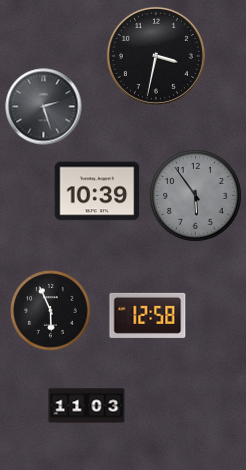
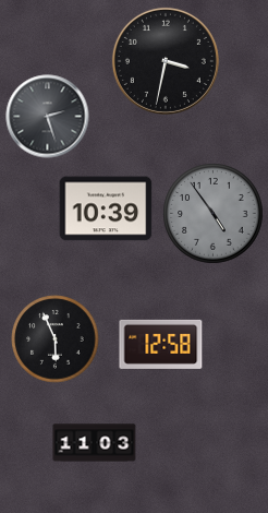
clock at (156, 56) position: (156, 56) -> (166, 61)
clock at (196, 196): 5:54 -> 4:54
